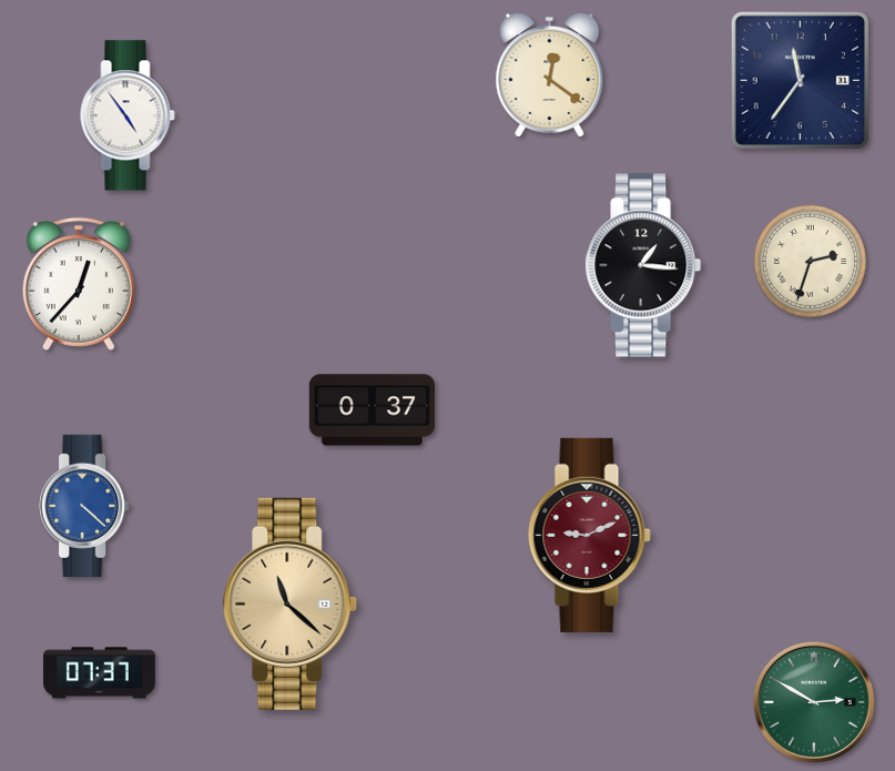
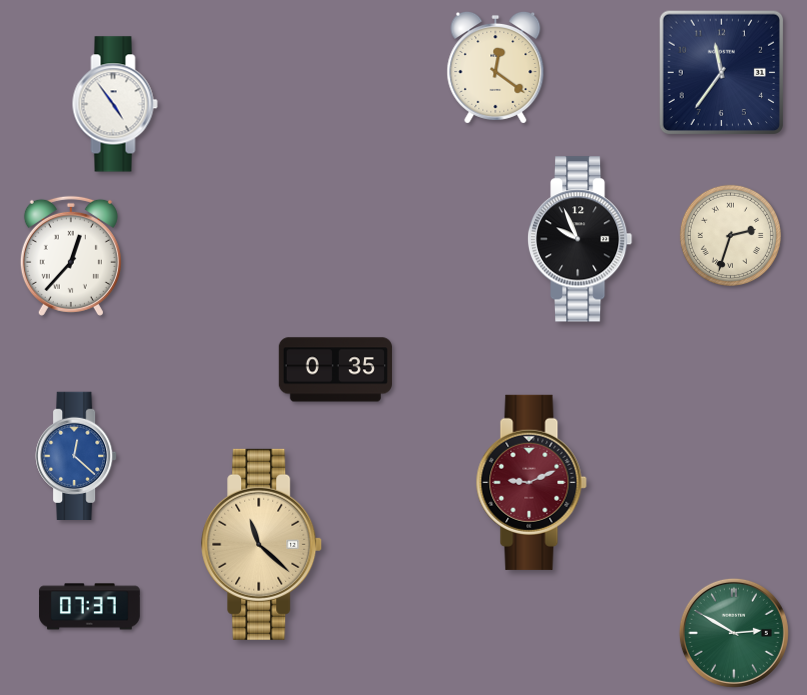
clock at (643, 265): 1:16 -> 9:56
clock at (372, 410): 0:37 -> 0:35
clock at (84, 505): 4:22 -> 12:22
